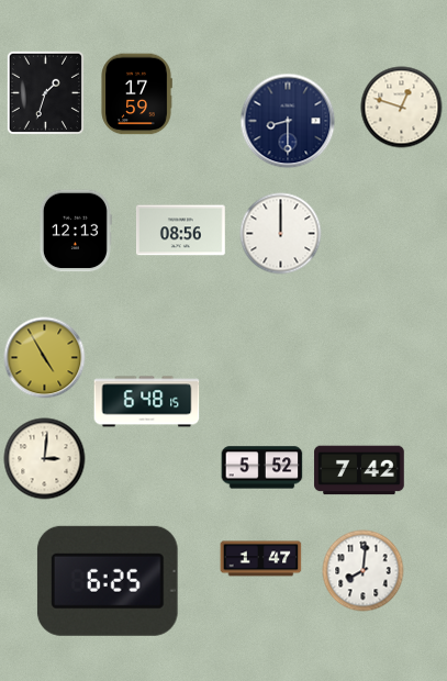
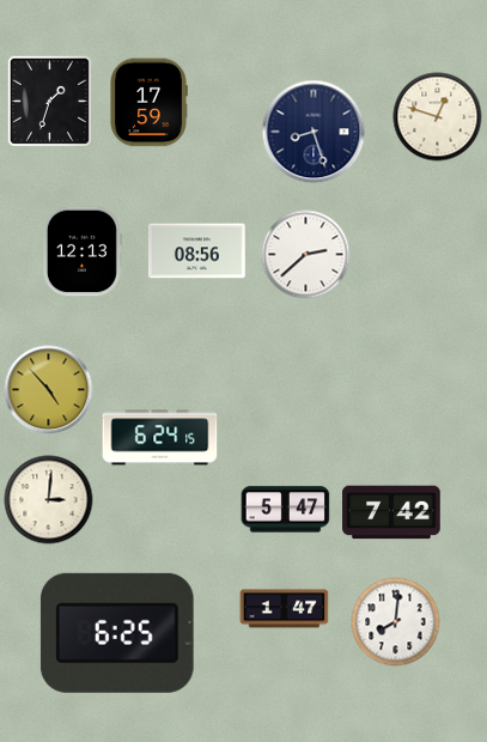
clock at (288, 121): 8:30 -> 8:27
clock at (281, 234): 12:00 -> 2:38
clock at (45, 358): 4:55 -> 4:53
clock at (147, 402): 6:48 -> 6:24
clock at (262, 468): 5:52 -> 5:47
